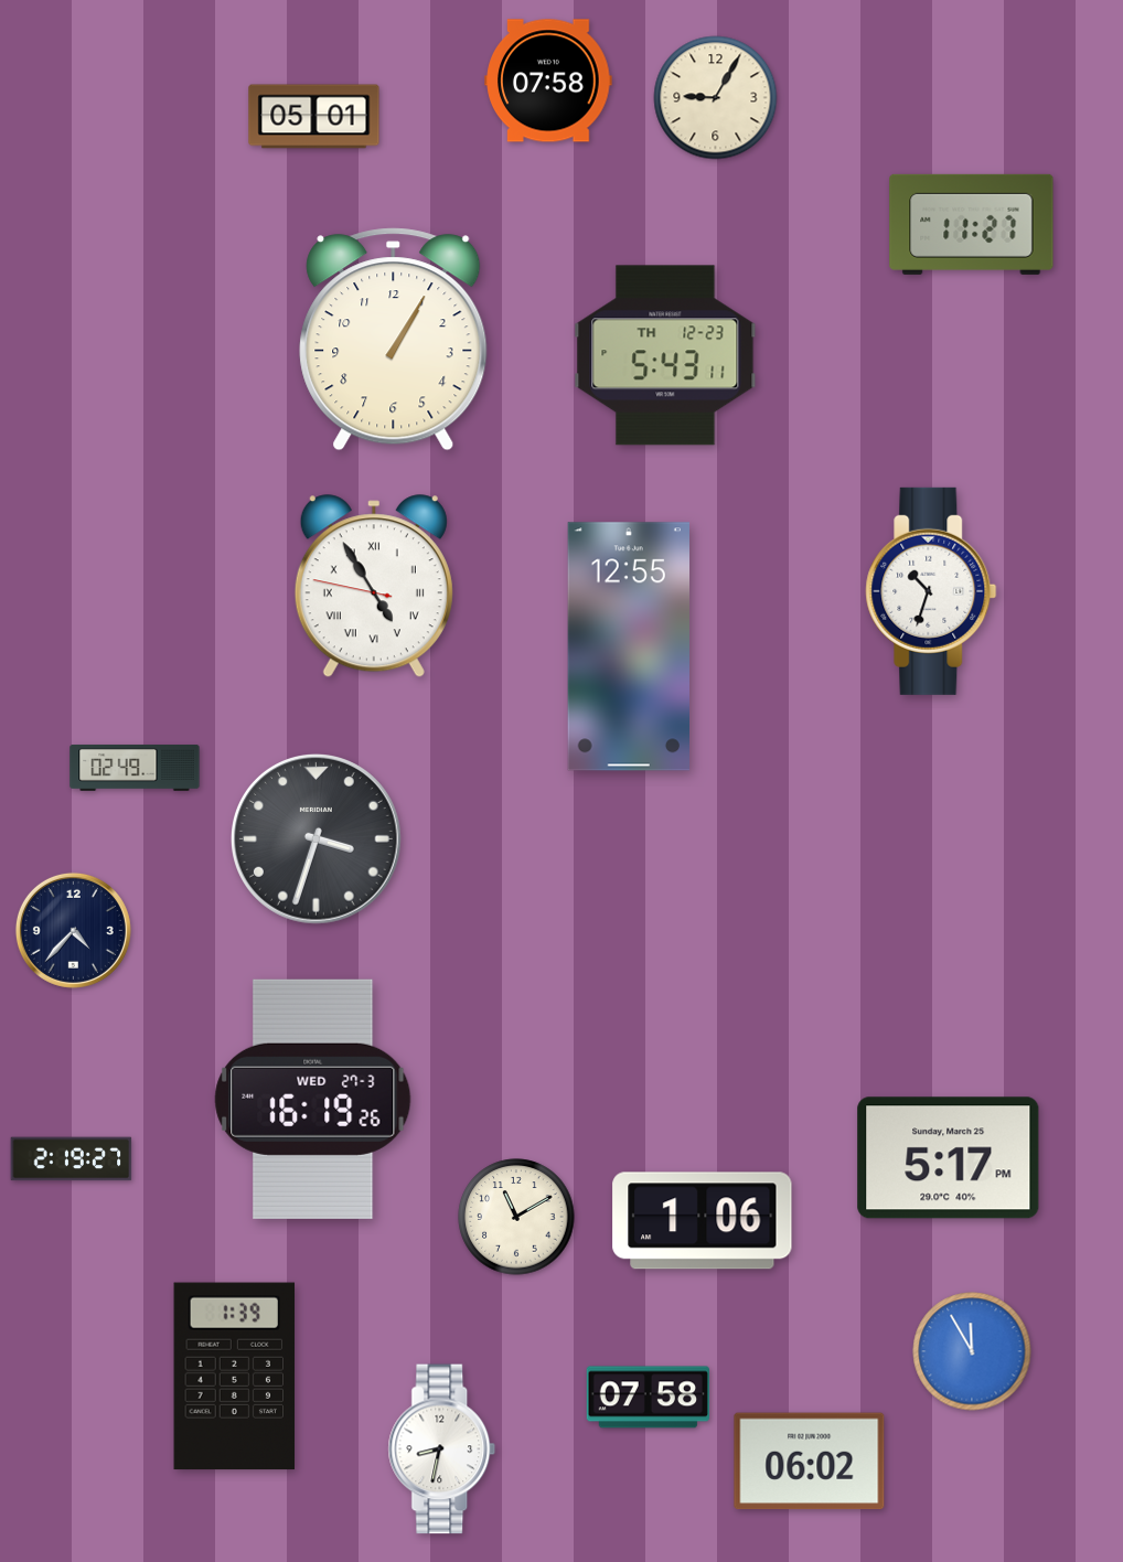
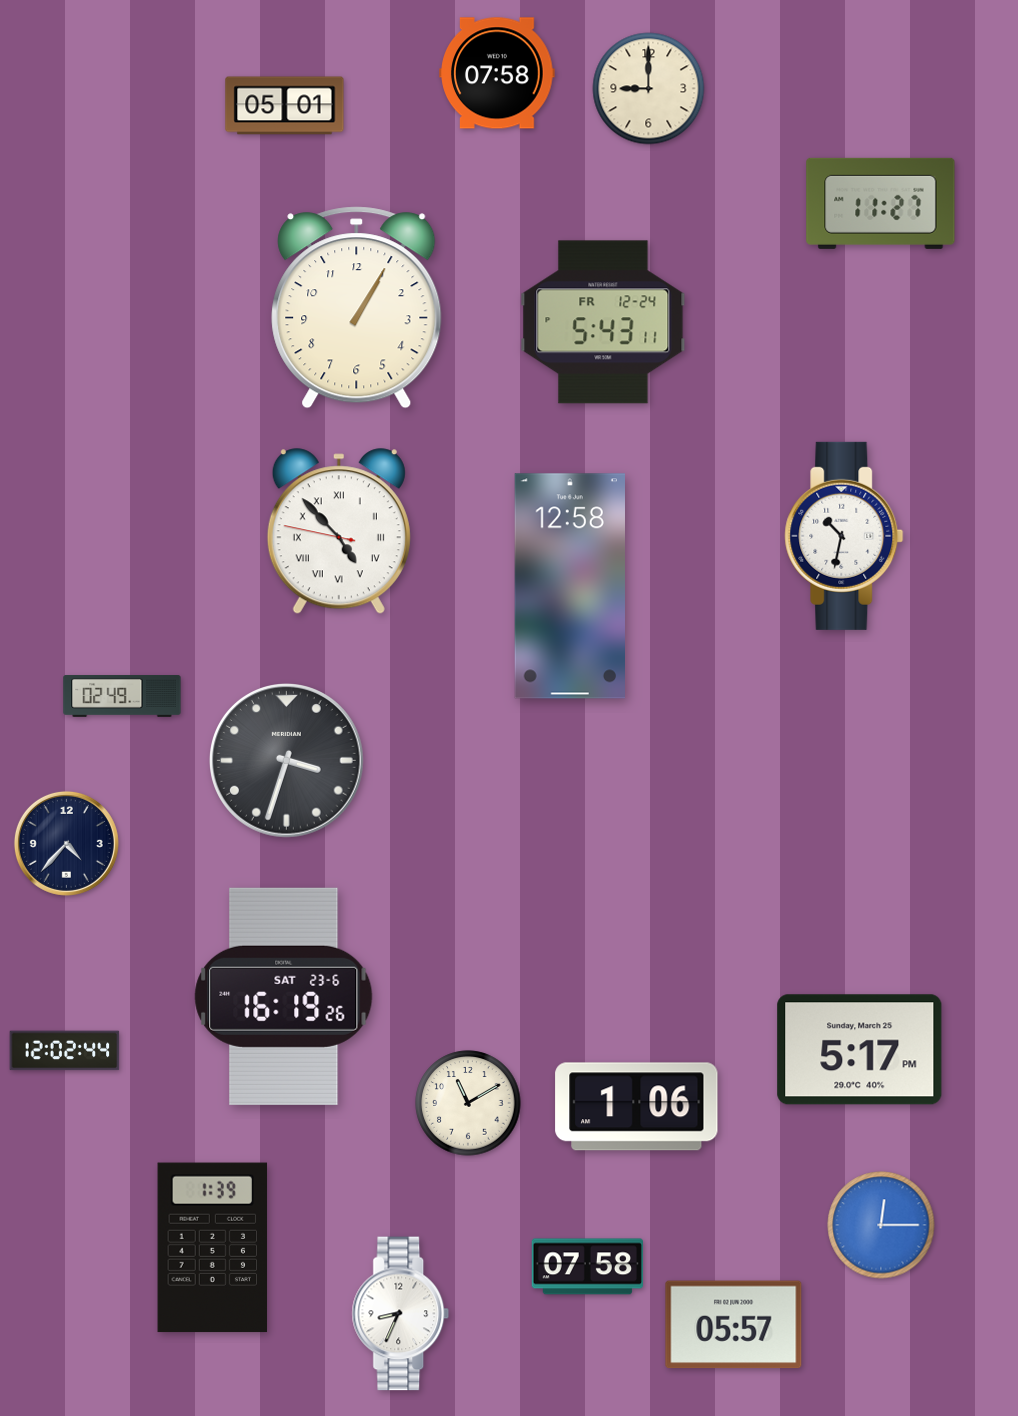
clock at (716, 98): 9:05 -> 9:00
clock at (665, 355) date: TH 12-23 -> FR 12-24
clock at (374, 587): 4:54 -> 4:52
clock at (931, 591): 10:33 -> 10:32
clock at (628, 646): 12:55 -> 12:58
clock at (313, 1099) date: WED 27-3 -> SAT 23-6
clock at (72, 1159): 2:19 -> 12:02
clock at (972, 1351): 11:55 -> 12:15
clock at (442, 1449): 8:32 -> 8:34
clock at (810, 1462): 06:02 -> 05:57
